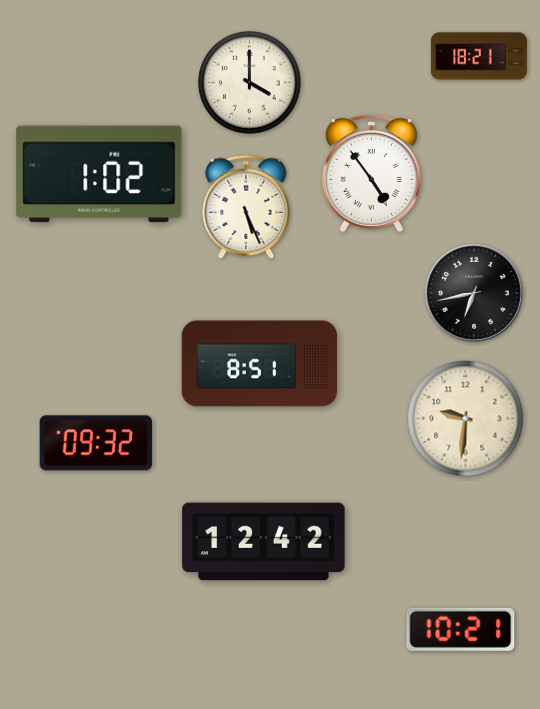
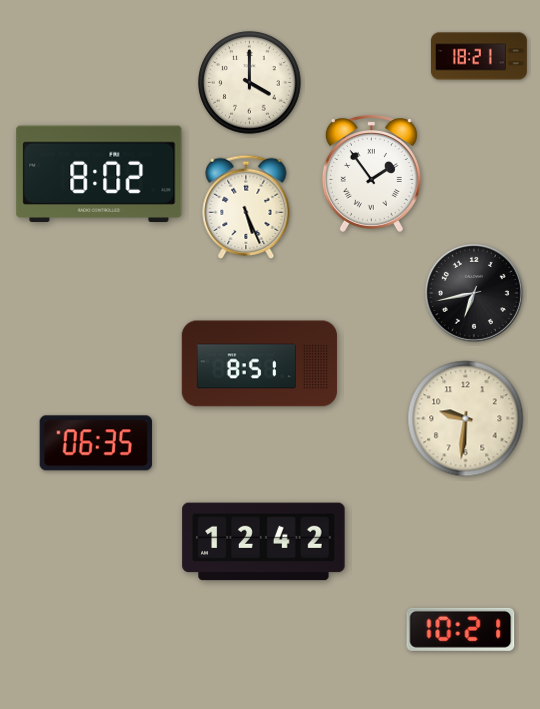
clock at (99, 174): 1:02 -> 8:02
clock at (371, 174): 4:54 -> 1:54
clock at (96, 443): 09:32 -> 06:35
